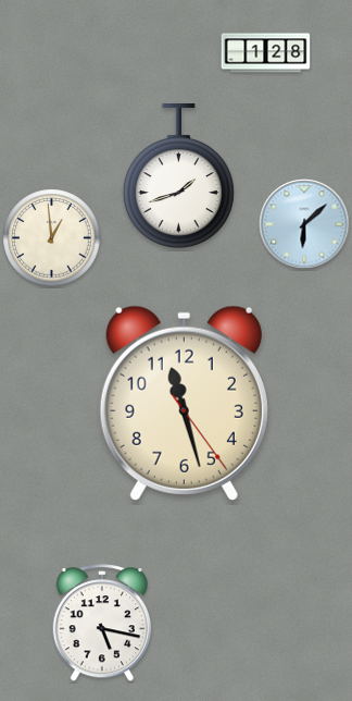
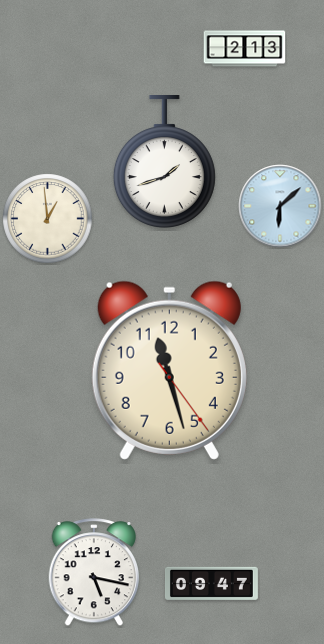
clock at (266, 53): 1:28 -> 2:13
clock at (211, 583): none -> 09:47
